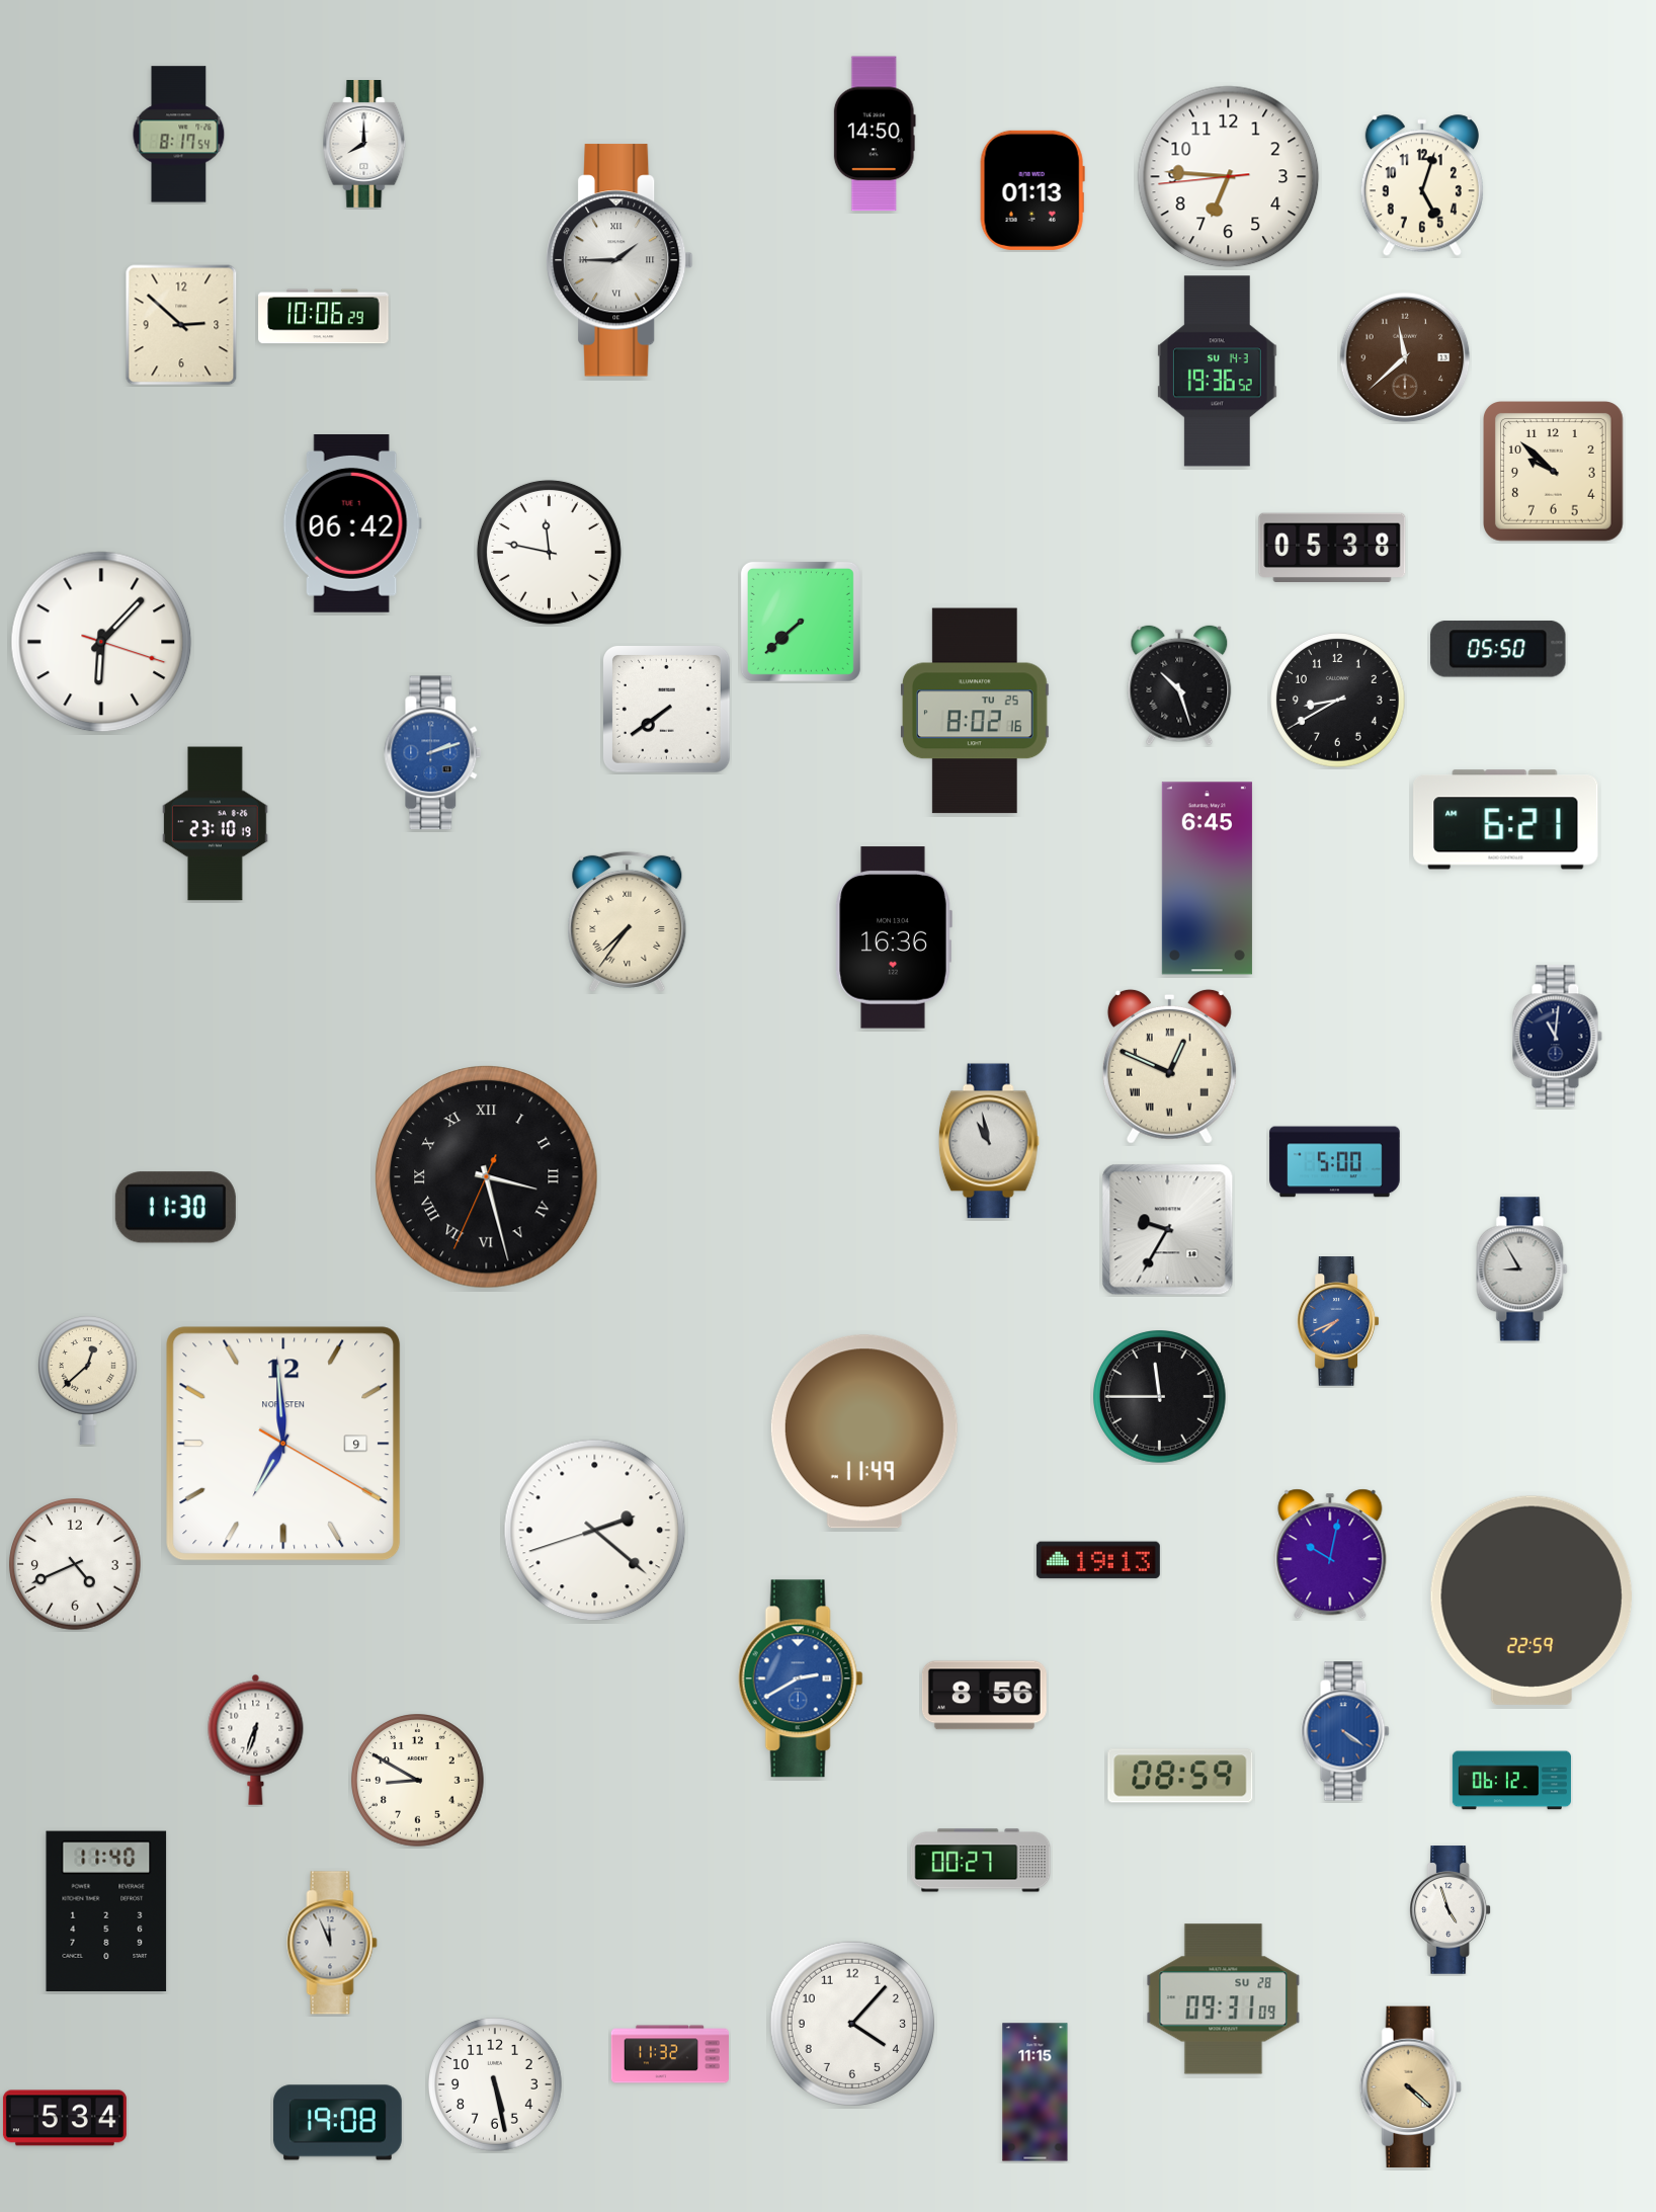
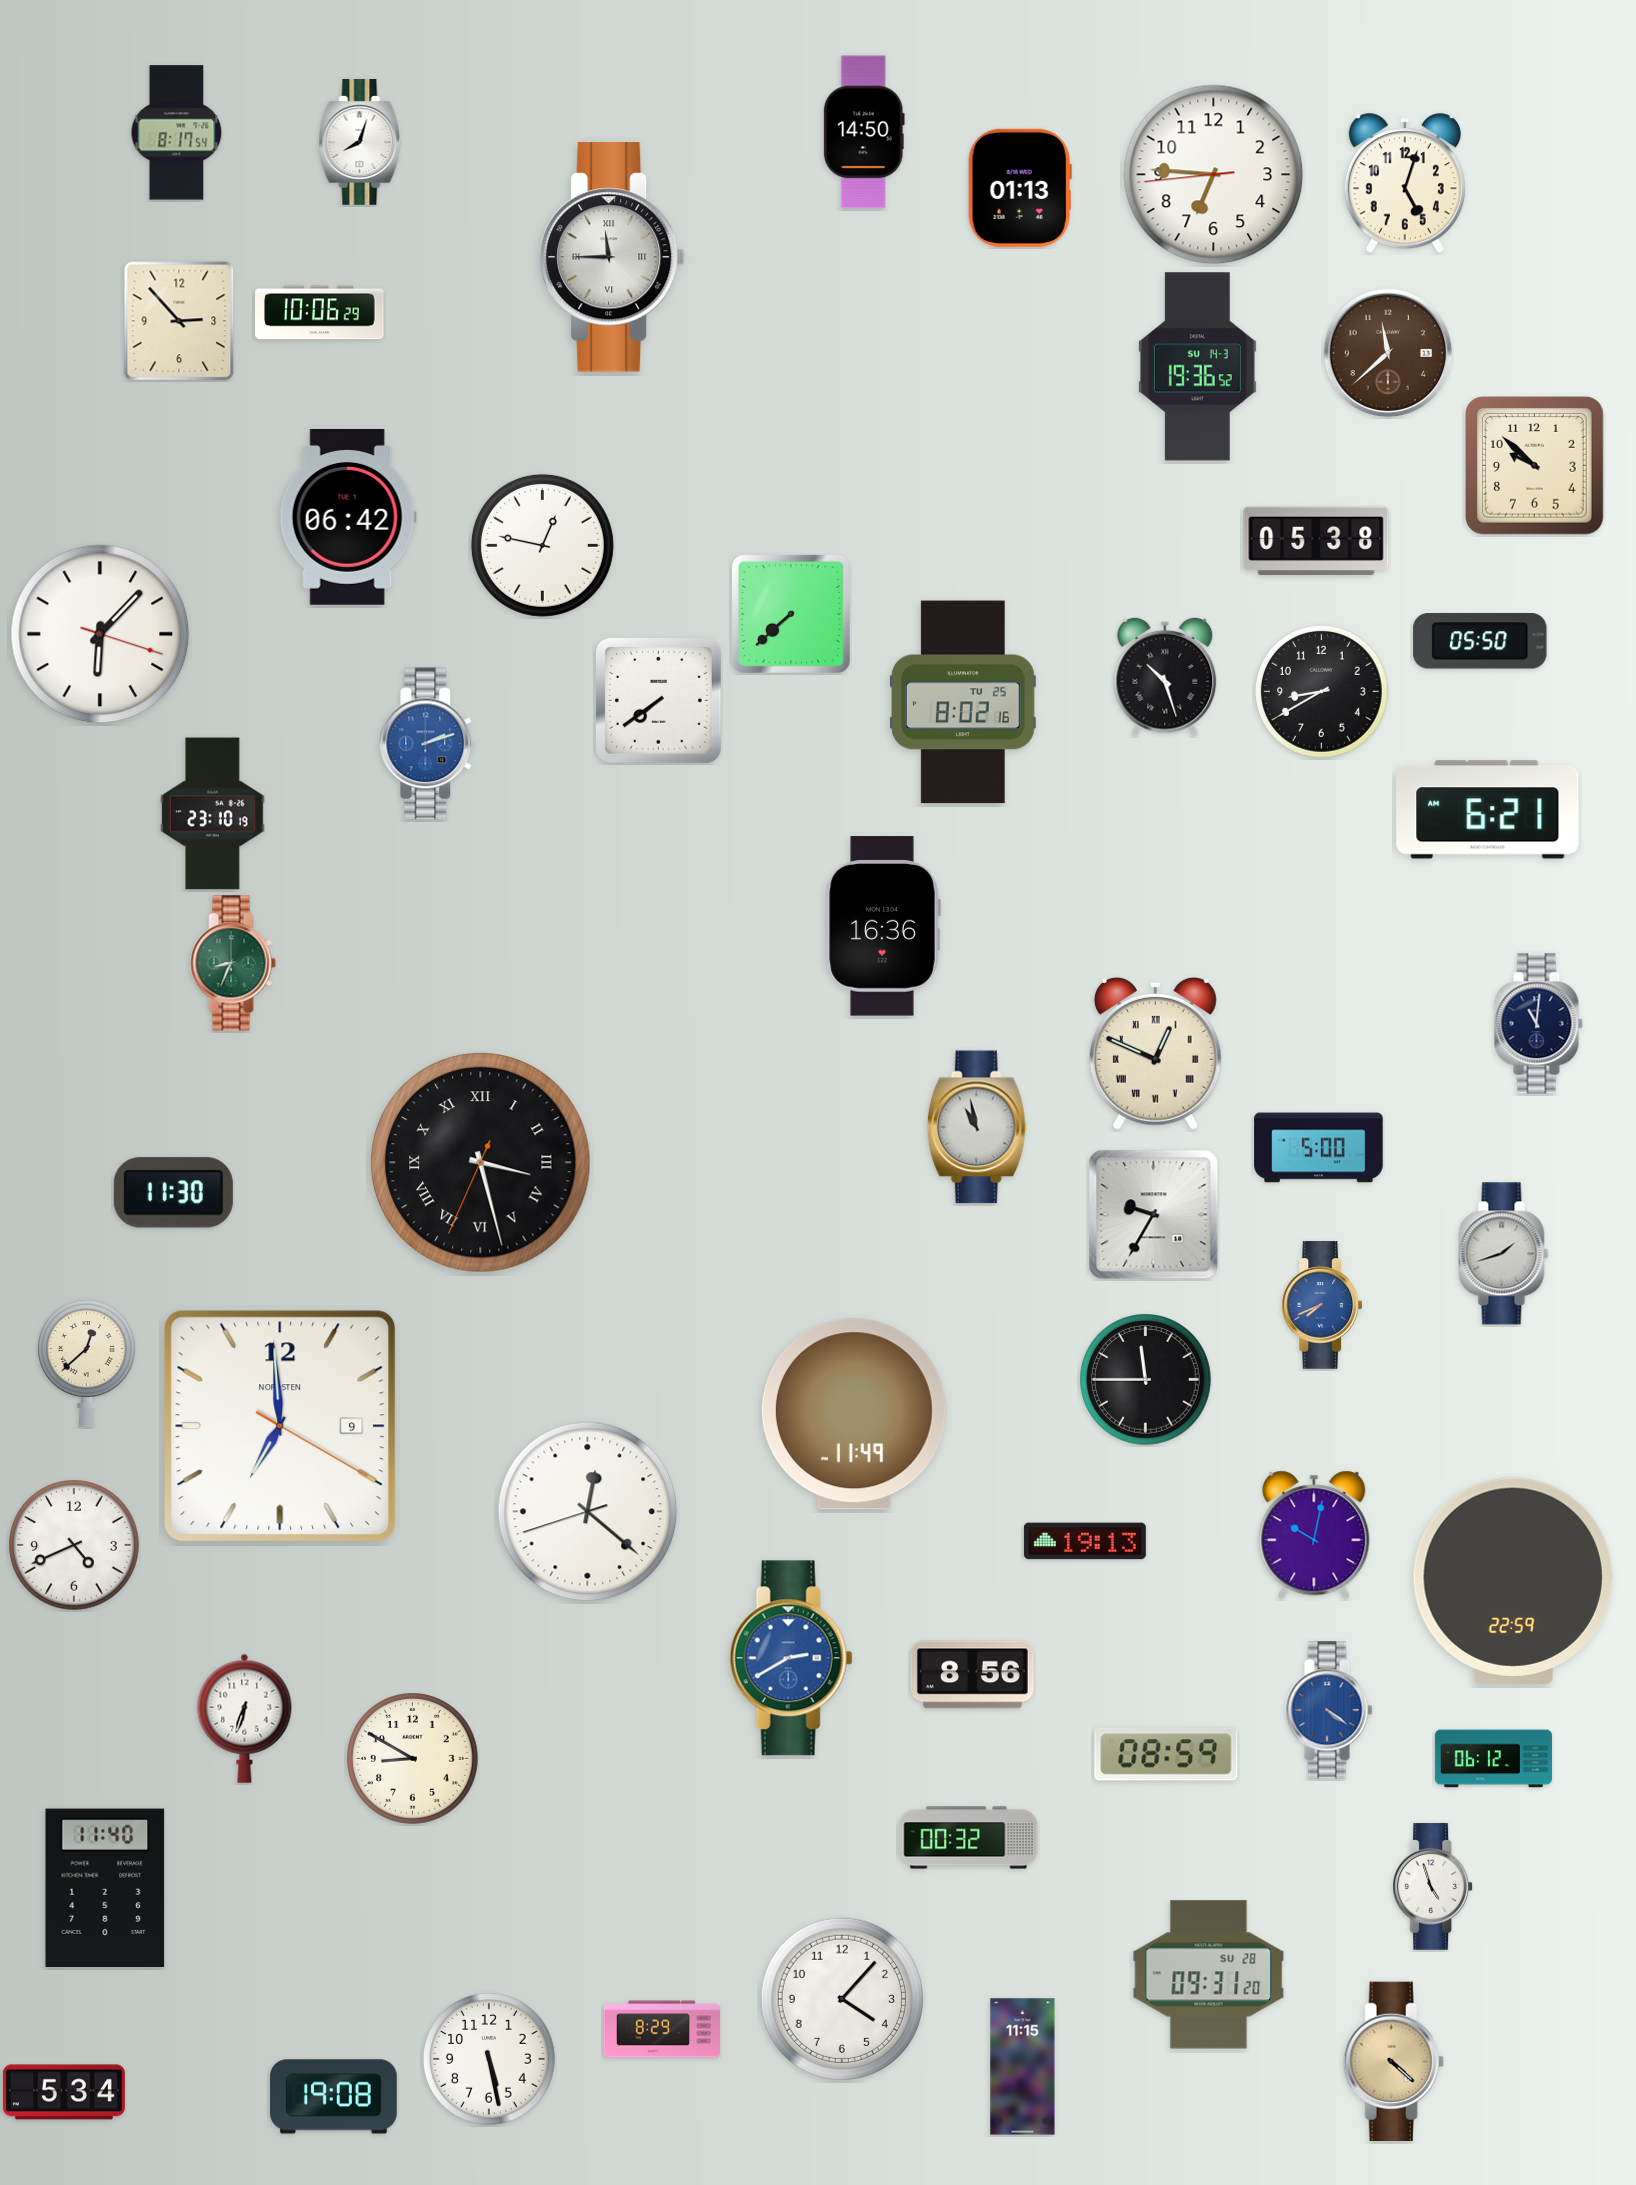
clock at (364, 145): 8:00 -> 8:03
clock at (620, 260): 1:45 -> 11:45
clock at (181, 325): 2:52 -> 2:53
clock at (1217, 372) position: (1217, 372) -> (1197, 367)
clock at (549, 552): 11:47 -> 12:47
clock at (1207, 879): 6:45 -> none
clock at (628, 921): 7:36 -> none
clock at (233, 963): none -> 8:34
clock at (1522, 1269): 8:55 -> 1:42
clock at (595, 1531): 2:21 -> 12:21
clock at (256, 1739) position: (256, 1739) -> (245, 1718)
clock at (981, 1861): 00:27 -> 00:32
clock at (332, 1943): 11:56 -> none
clock at (1224, 1999): 09:31:09 -> 09:31:20
clock at (670, 2054): 11:32 -> 8:29
